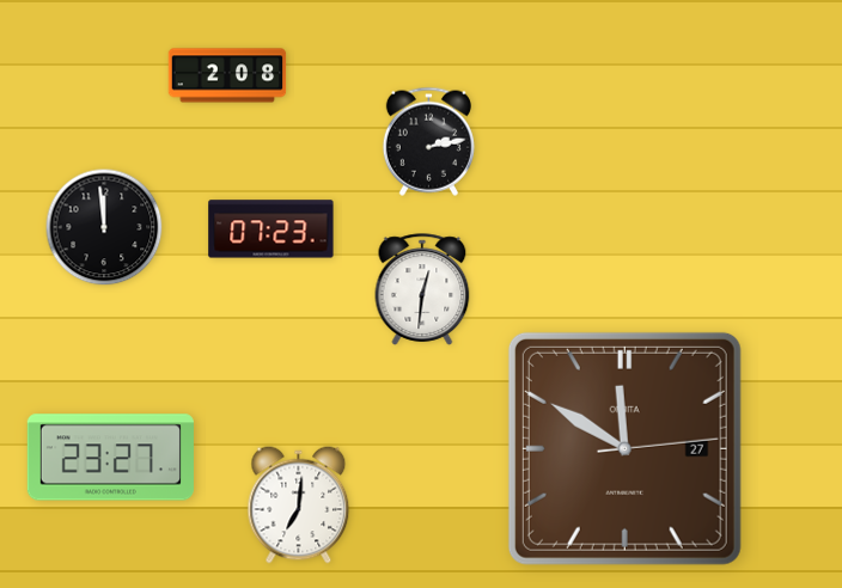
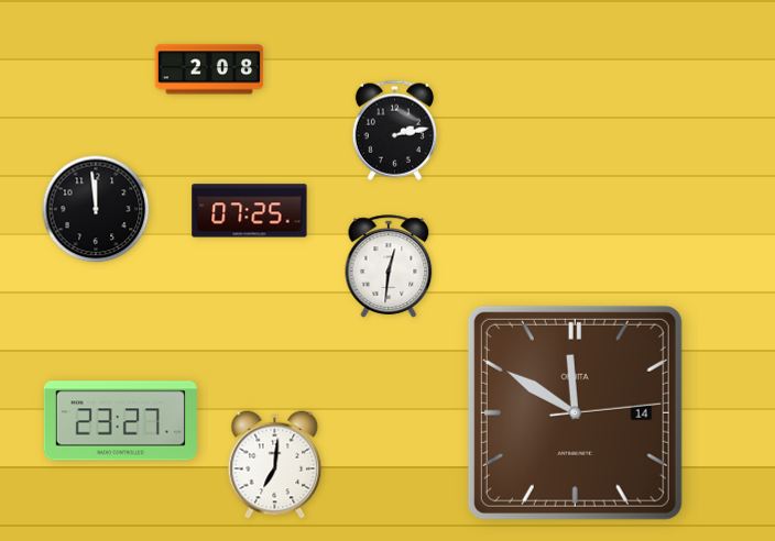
clock at (271, 229): 07:23 -> 07:25
clock at (624, 448) date: 27 -> 14
clock at (110, 458) position: (110, 458) -> (120, 421)
